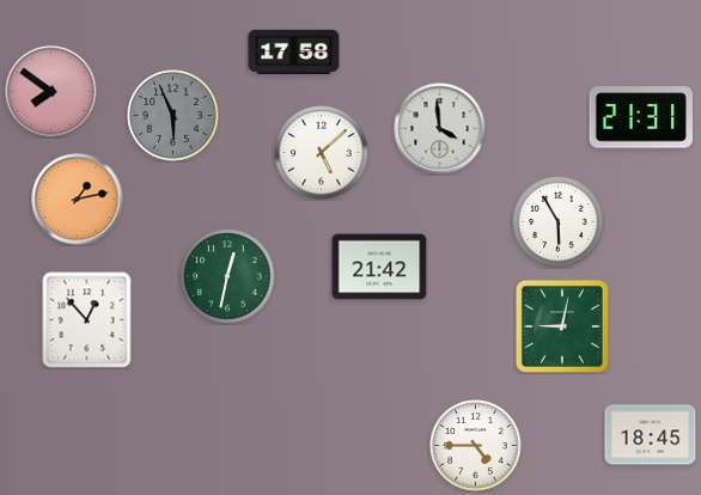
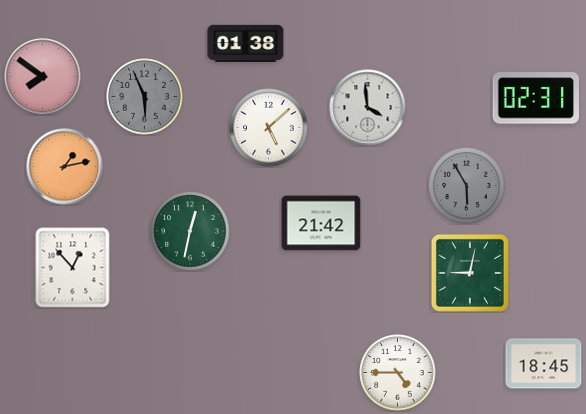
clock at (294, 51): 17:58 -> 01:38
clock at (640, 117): 21:31 -> 02:31
clock at (559, 222) dial: white -> grey
clock at (379, 267) position: (379, 267) -> (321, 223)
